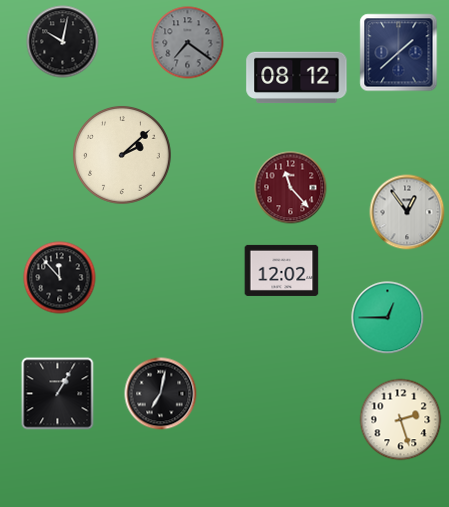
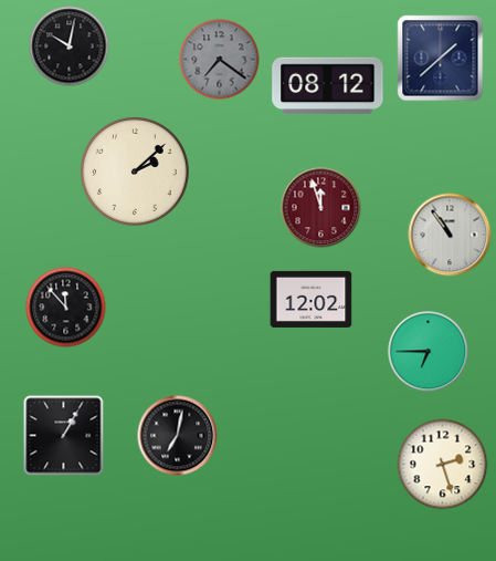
clock at (188, 43) position: (188, 43) -> (220, 60)
clock at (291, 188): 11:23 -> 11:57
clock at (407, 212): 12:54 -> 10:54
clock at (388, 318): 12:45 -> 6:45
